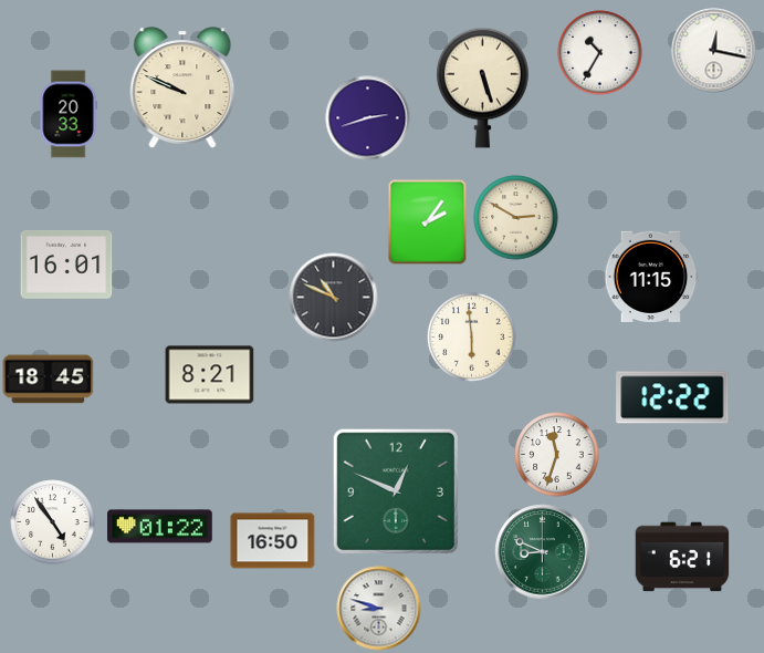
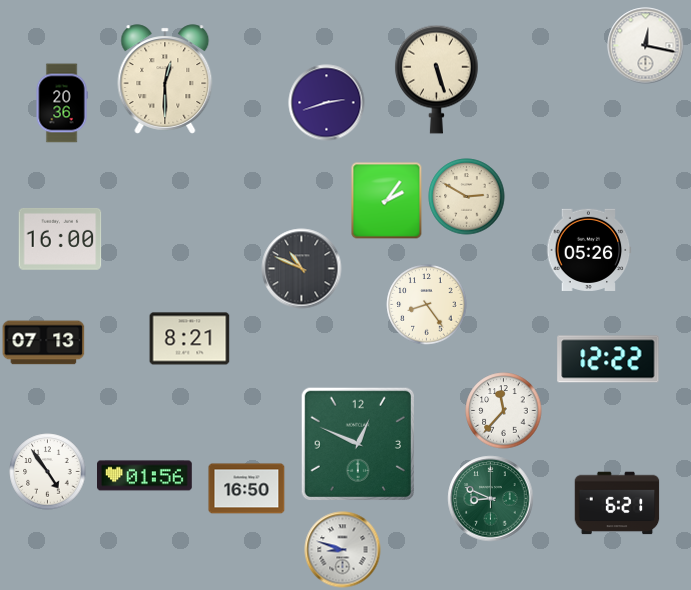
clock at (600, 53): 10:35 -> none
clock at (182, 87): 9:49 -> 12:30
clock at (69, 114): 20:33 -> 20:36
clock at (368, 118) position: (368, 118) -> (327, 103)
clock at (66, 265): 16:01 -> 16:00
clock at (651, 276): 11:15 -> 05:26
clock at (472, 338): 5:59 -> 8:24
clock at (49, 380): 18:45 -> 07:13
clock at (557, 455): 11:33 -> 11:37
clock at (160, 527): 01:22 -> 01:56
